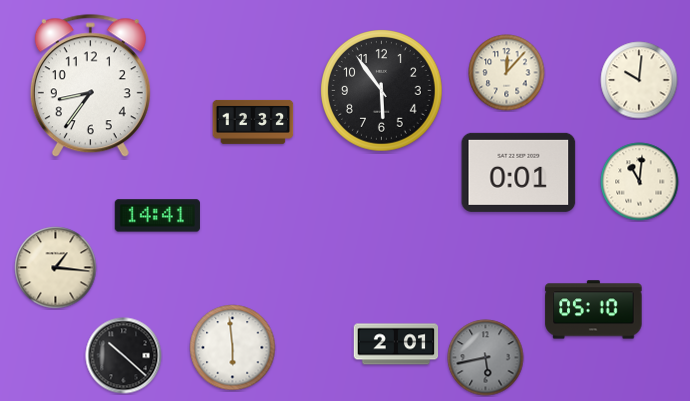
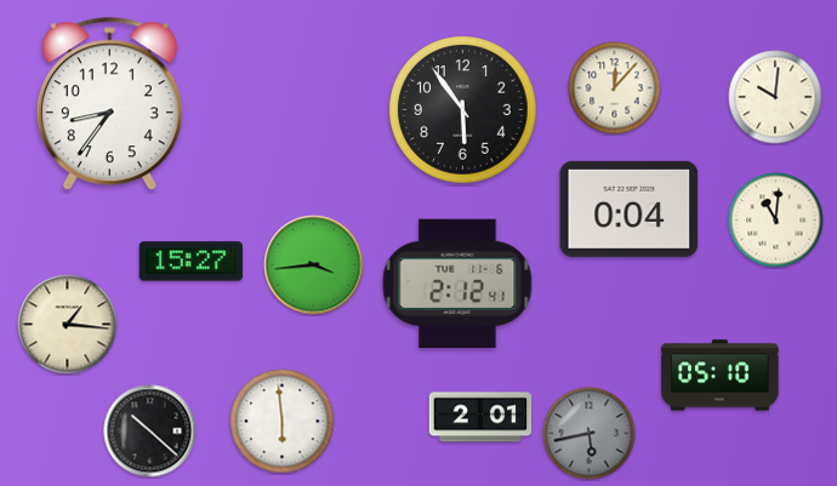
clock at (253, 122): 12:32 -> none
clock at (519, 172): 0:01 -> 0:04
clock at (157, 216): 14:41 -> 15:27
clock at (314, 265): none -> 3:44
clock at (457, 282): none -> 2:12
